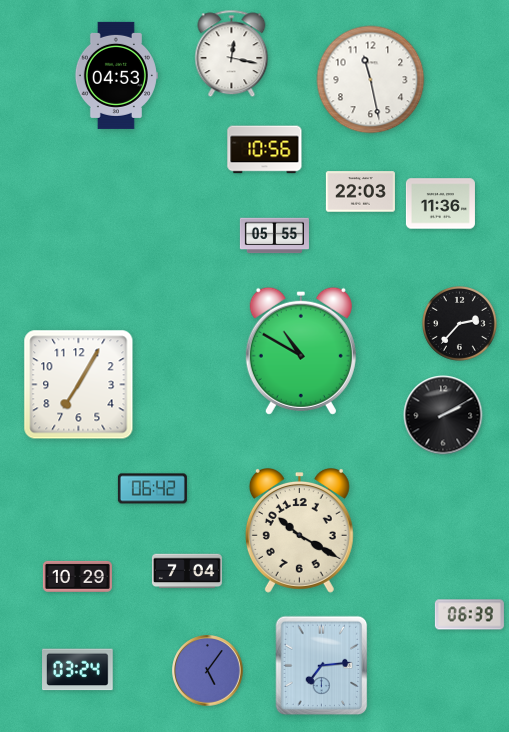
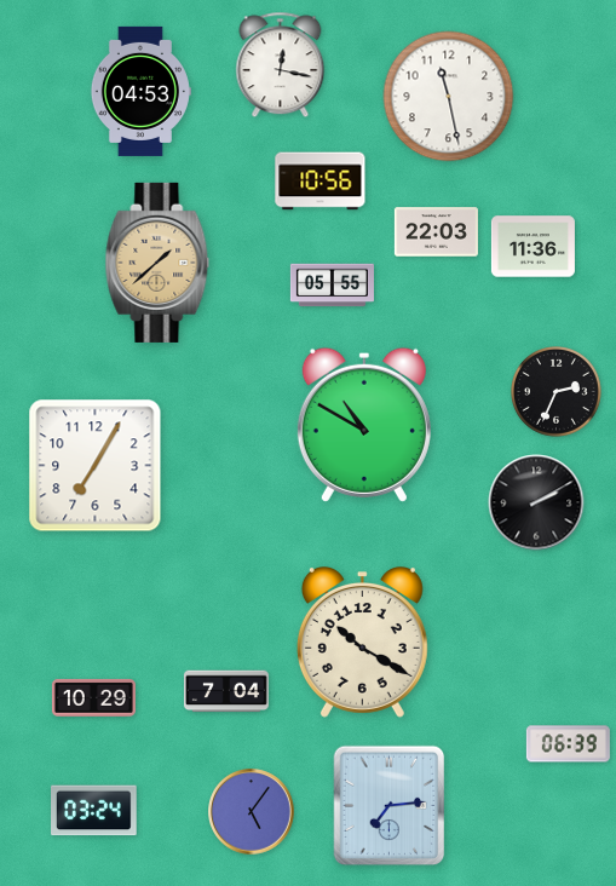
clock at (157, 263): none -> 1:38
clock at (460, 324): 2:37 -> 2:34
clock at (152, 489): 06:42 -> none
